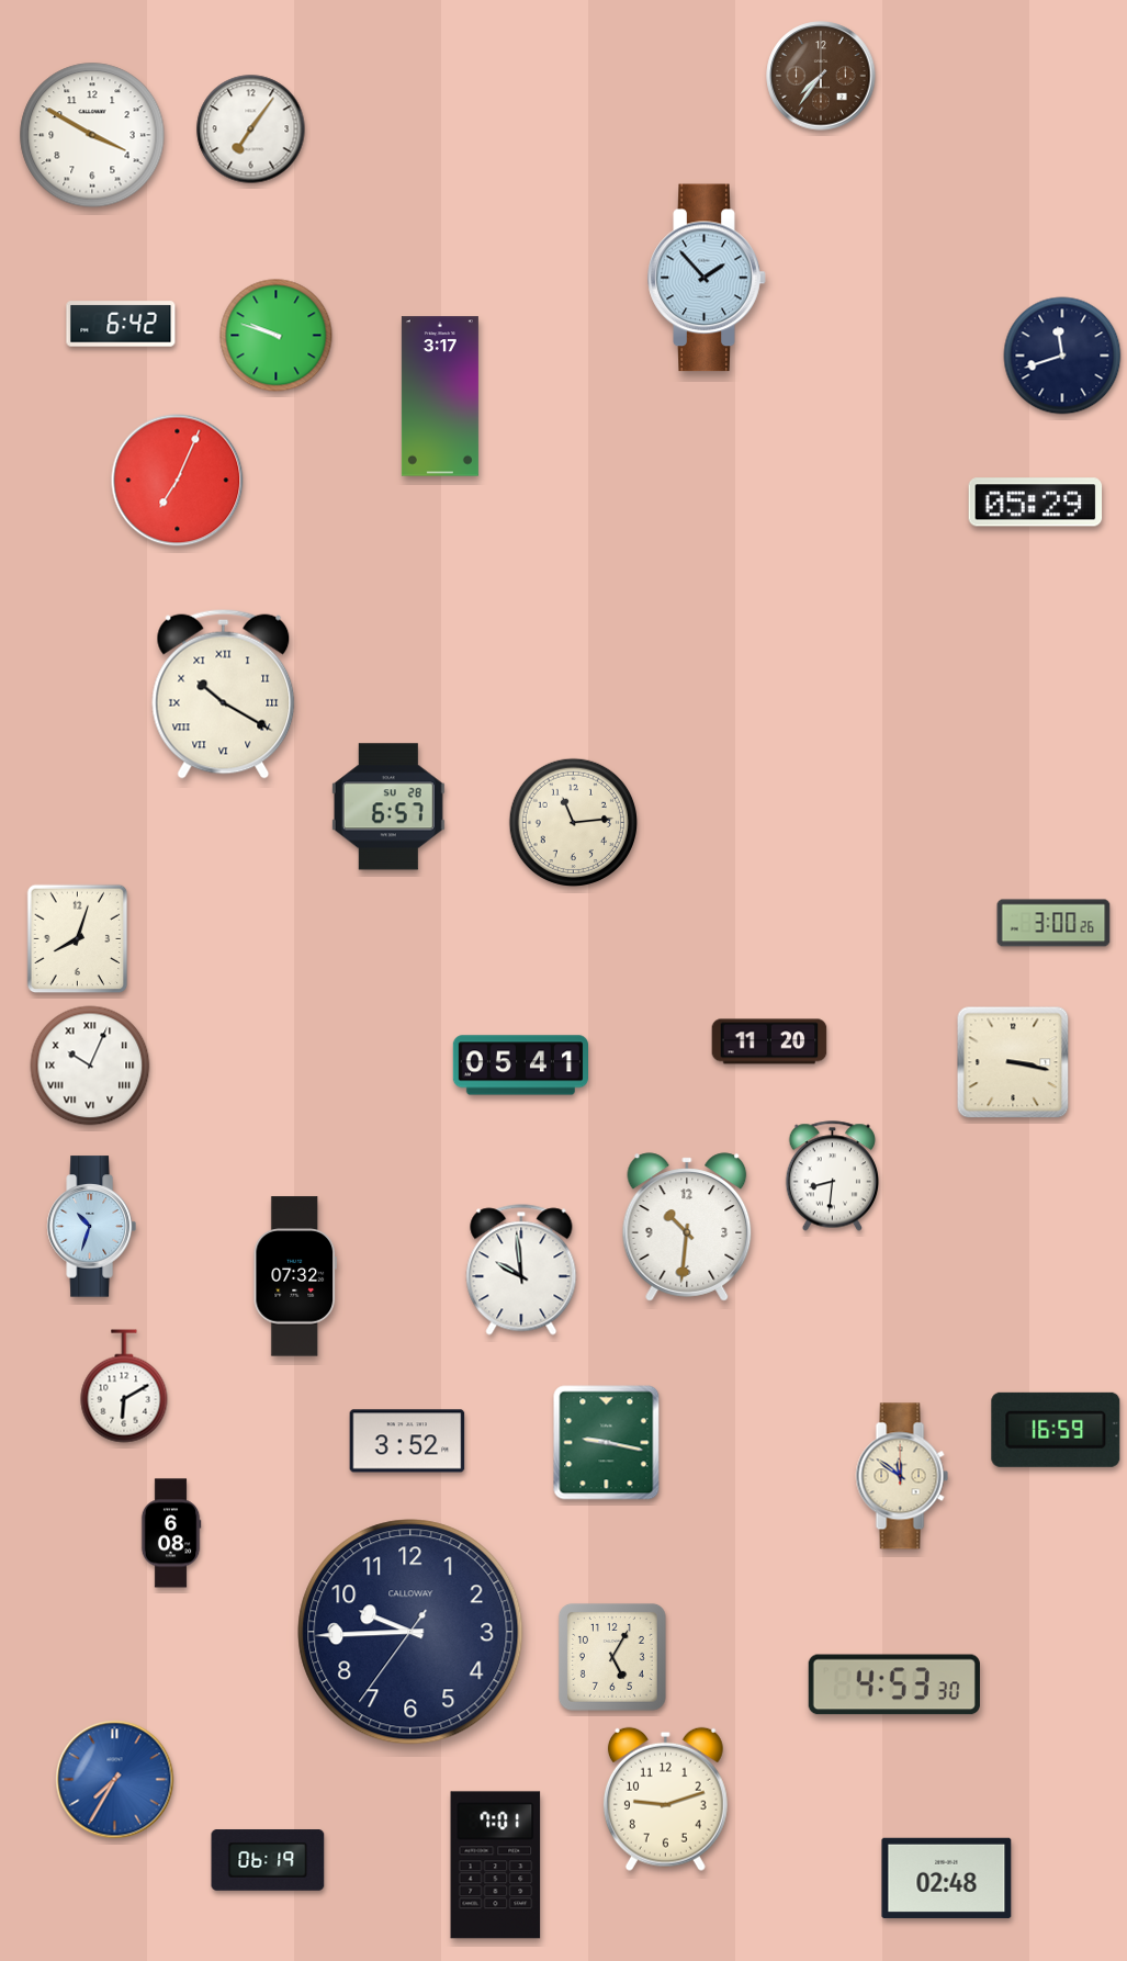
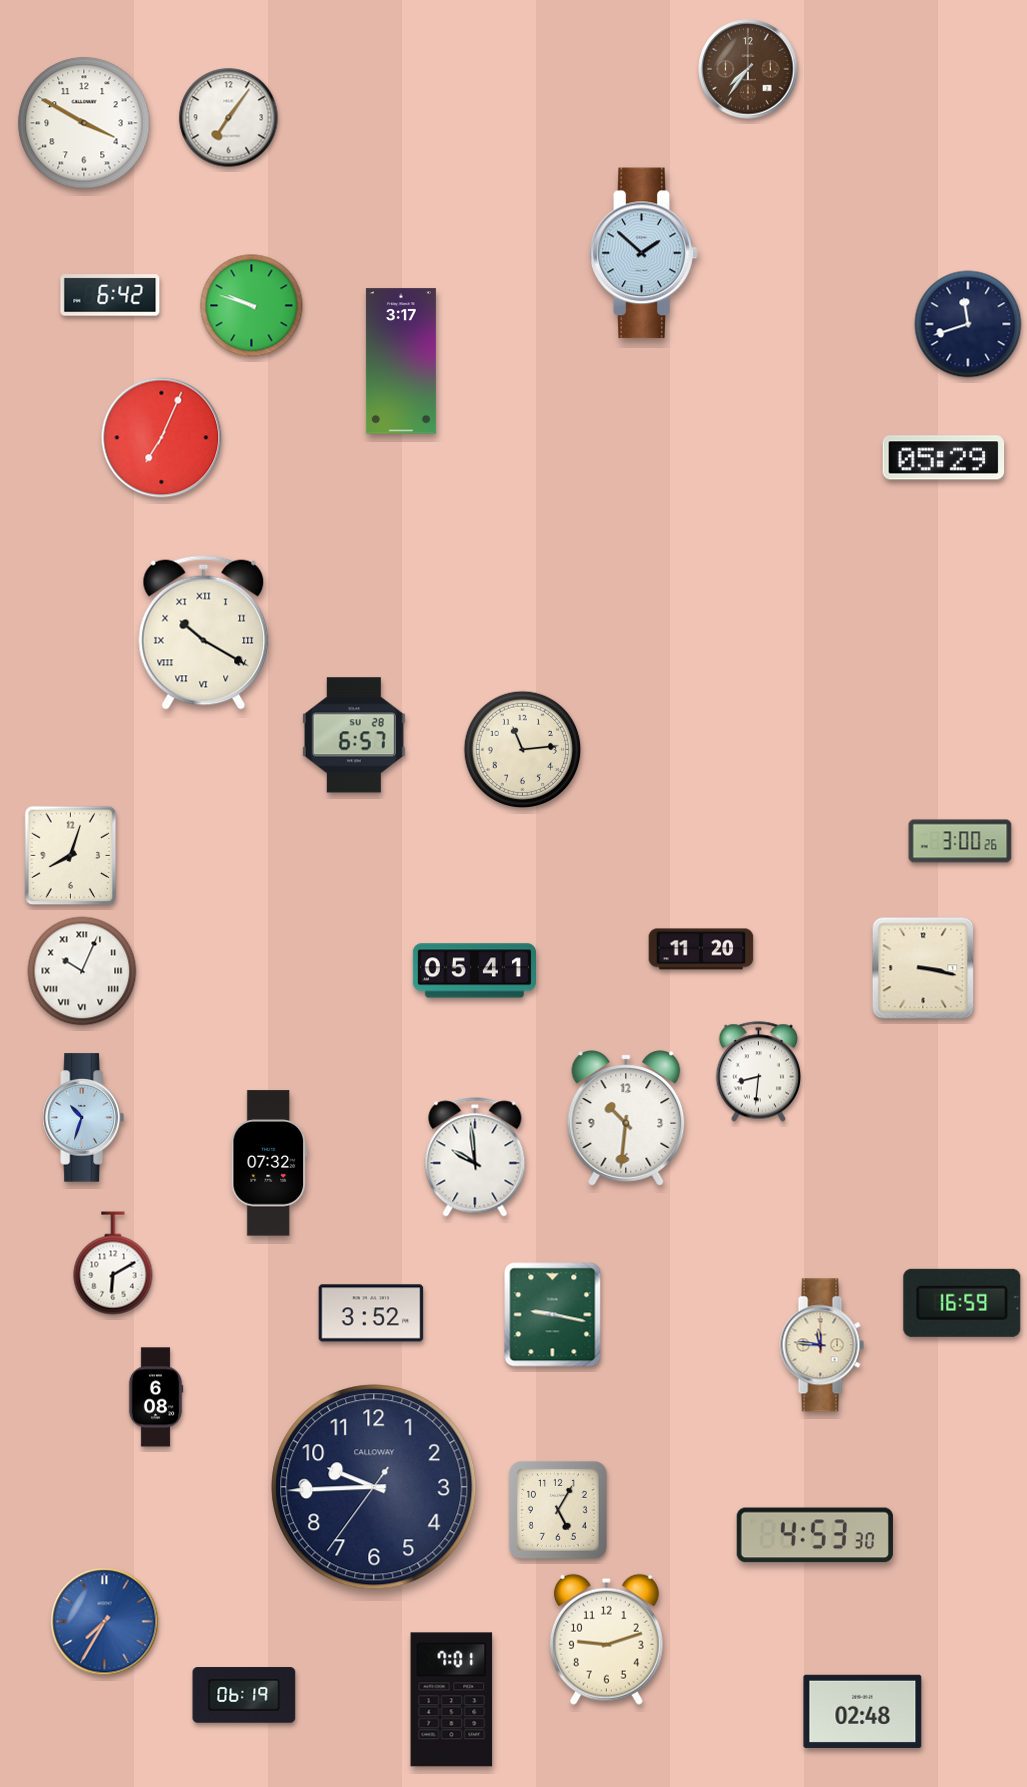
clock at (707, 278): 1:53 -> 1:52
clock at (902, 1476): 11:51 -> 11:46
